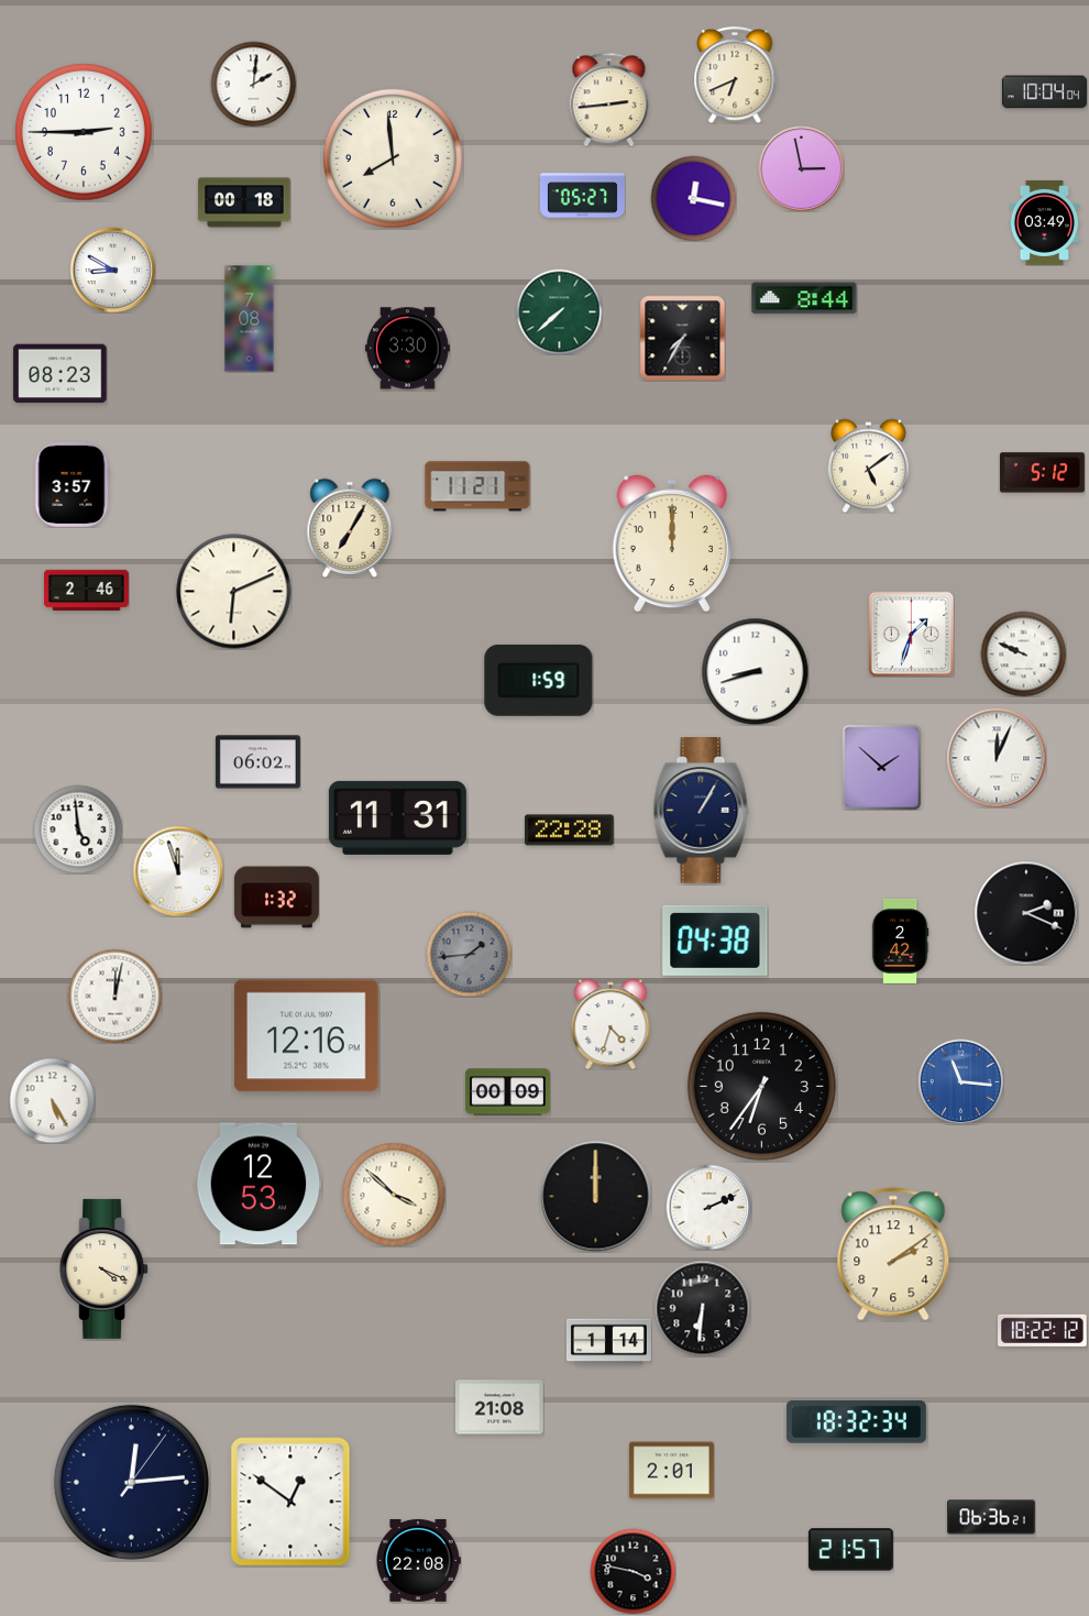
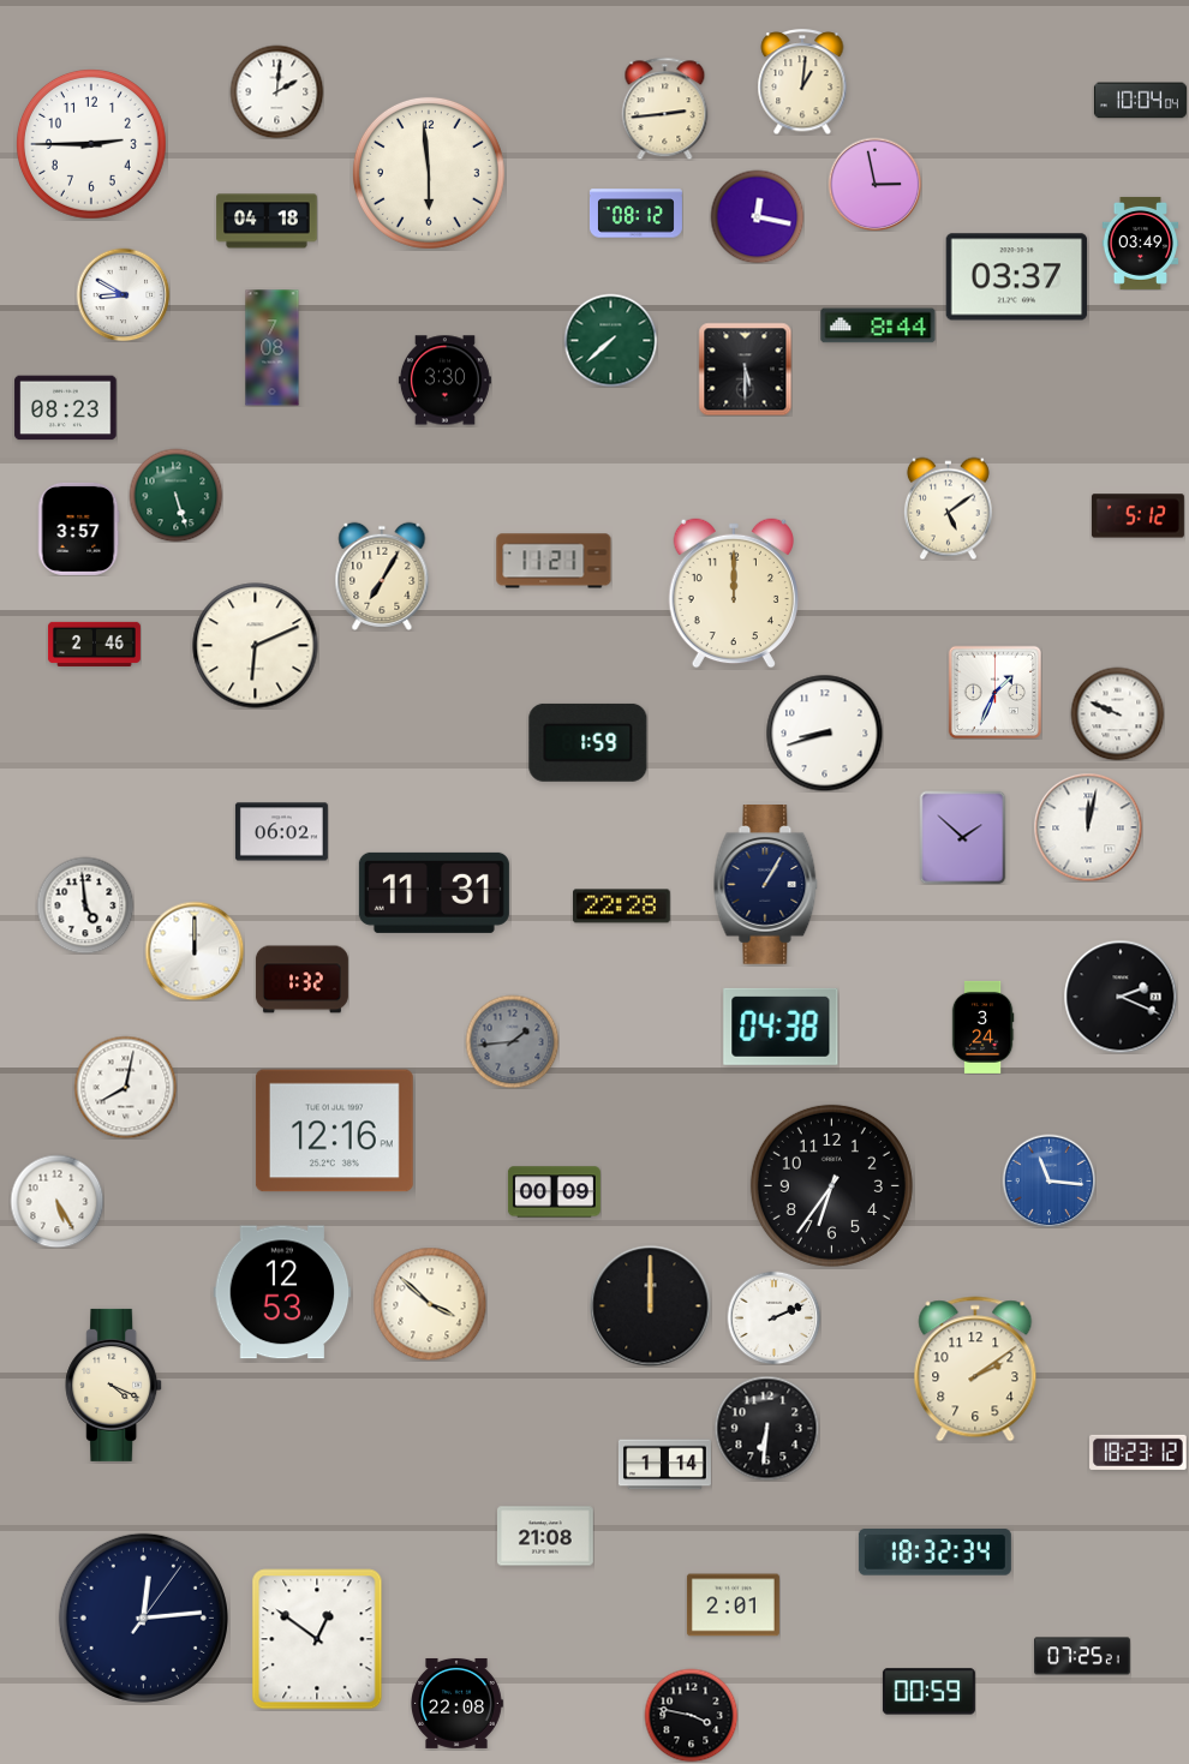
clock at (735, 75): 6:41 -> 1:01
clock at (393, 158): 7:59 -> 5:59
clock at (582, 196): 05:27 -> 08:12
clock at (244, 202): 00:18 -> 04:18
clock at (1017, 277): none -> 03:37
clock at (682, 338): 7:35 -> 5:30
clock at (175, 495): none -> 5:27
clock at (477, 486) position: (477, 486) -> (554, 561)
clock at (911, 634): 1:33 -> 1:34
clock at (997, 758): 12:04 -> 12:02
clock at (178, 871): 11:57 -> 12:00
clock at (900, 941): 2:42 -> 3:24
clock at (114, 996): 12:02 -> 8:02
clock at (610, 1024): 4:33 -> none
clock at (1043, 1330): 18:22 -> 18:23
clock at (991, 1517): 06:36 -> 07:25
clock at (850, 1550): 21:57 -> 00:59
